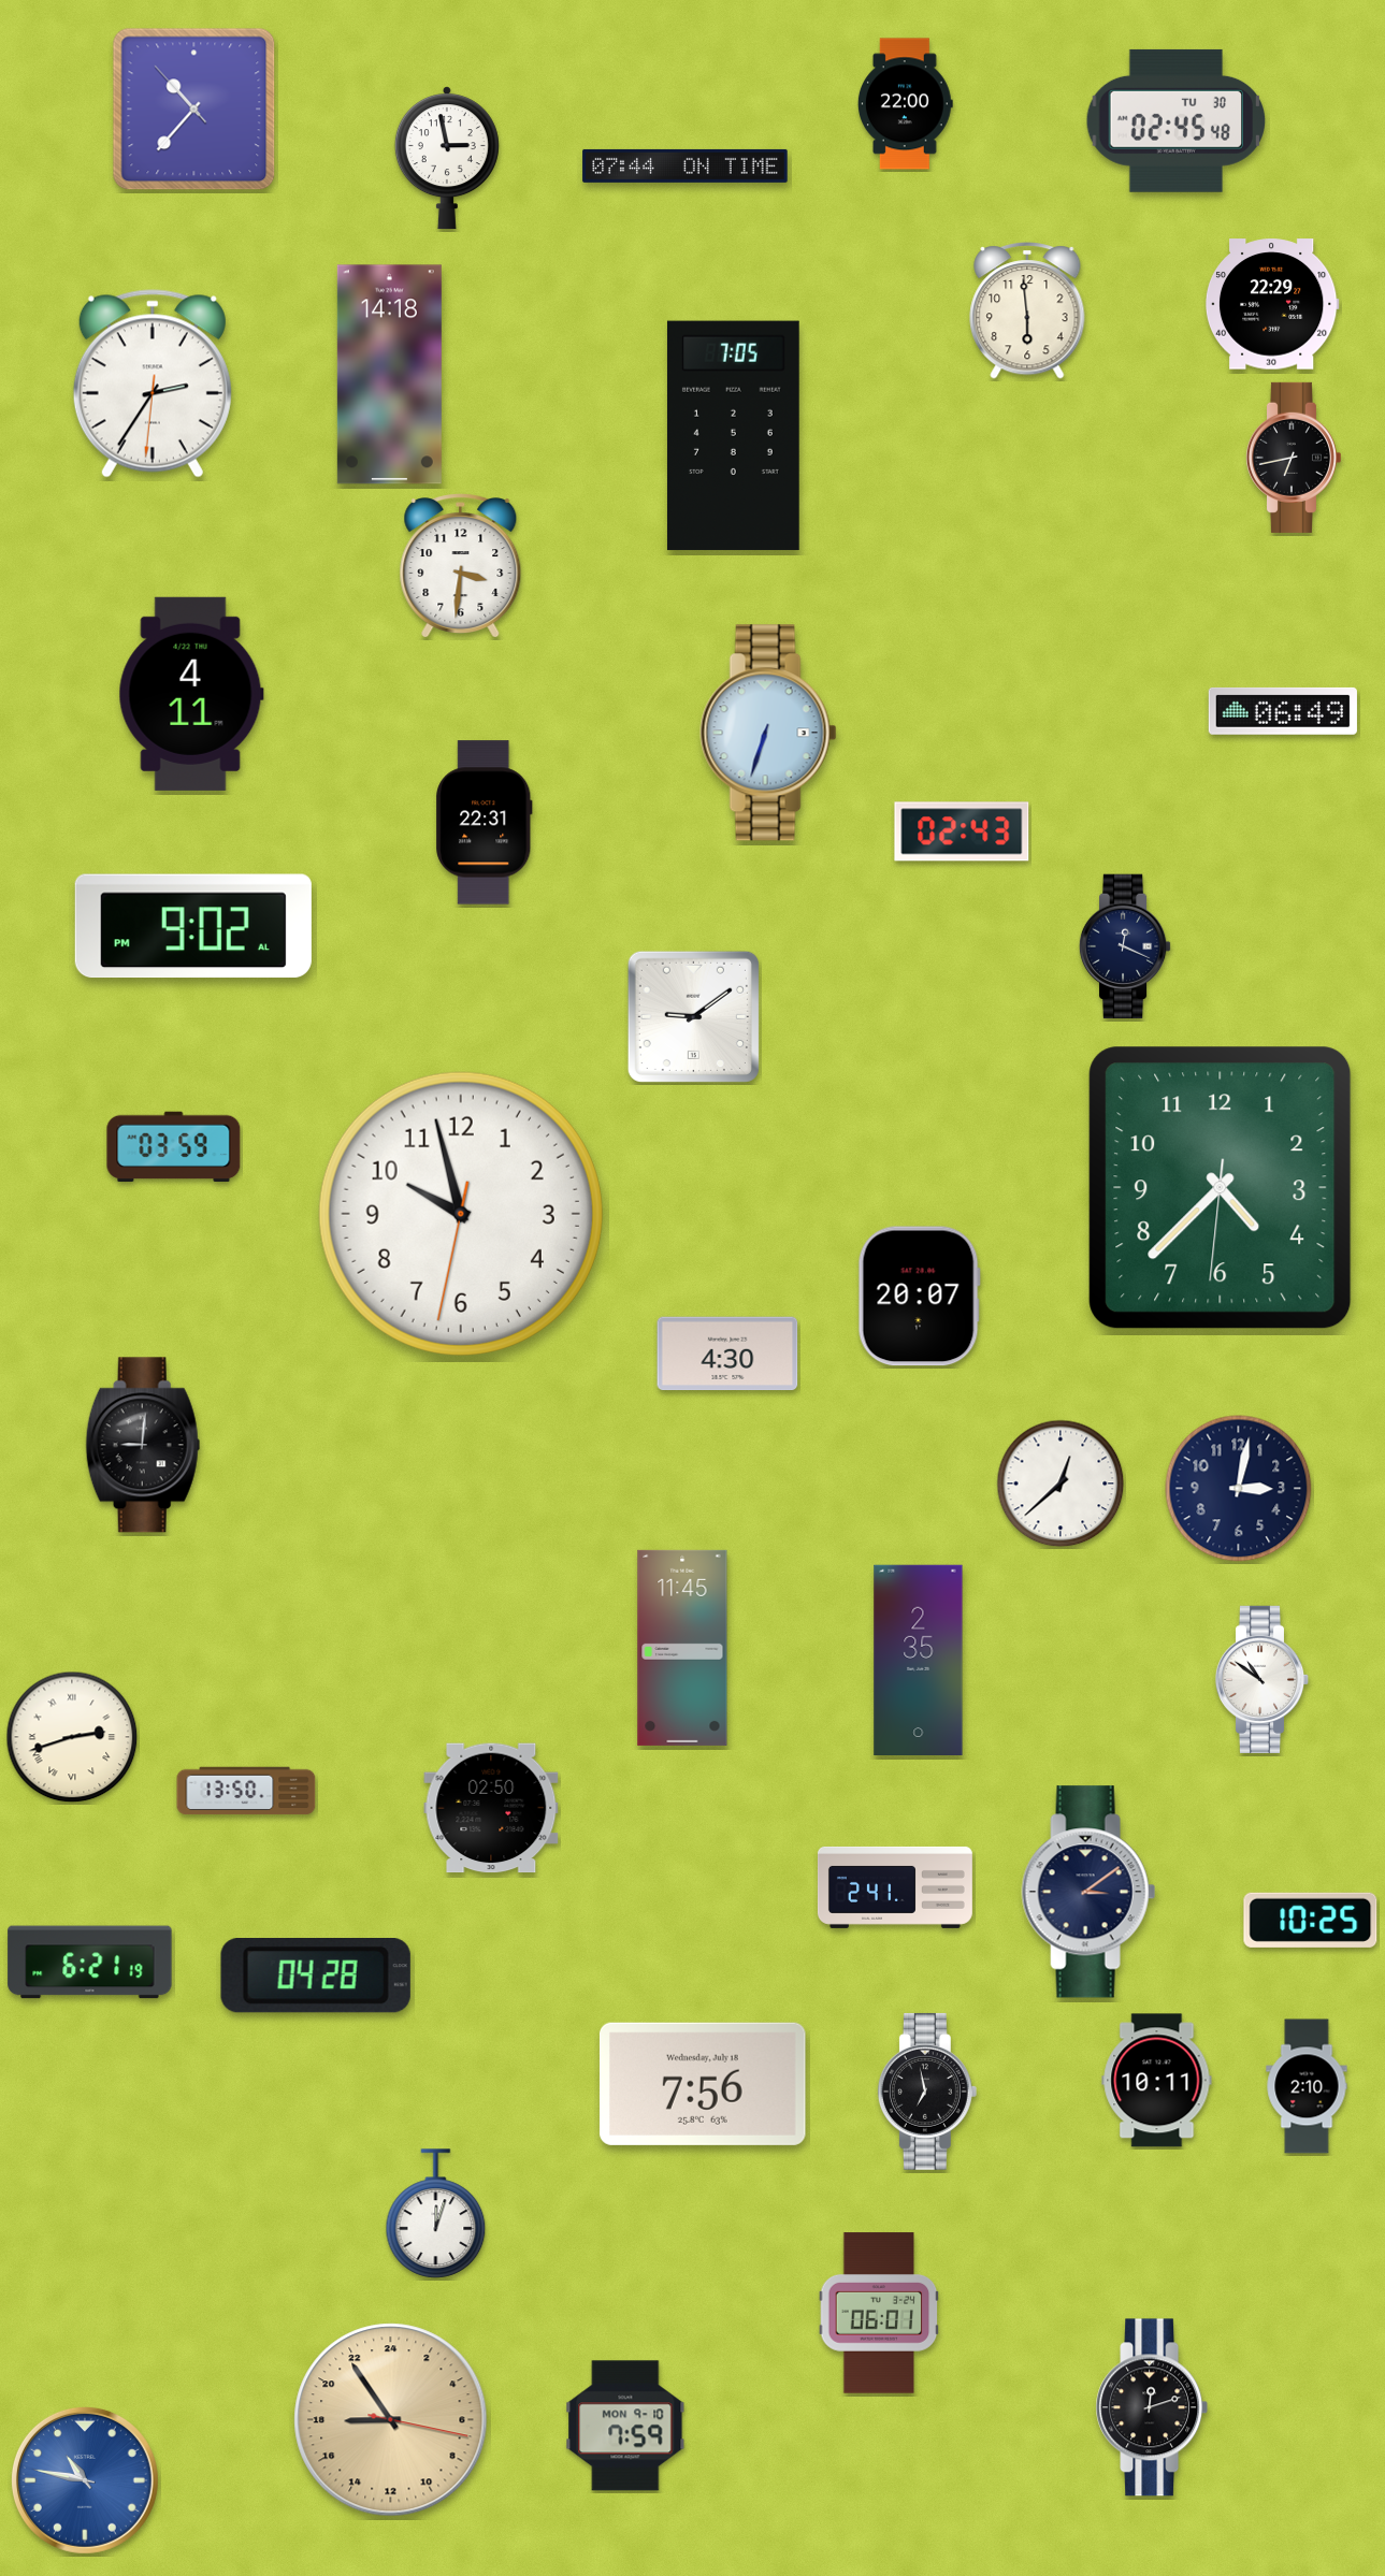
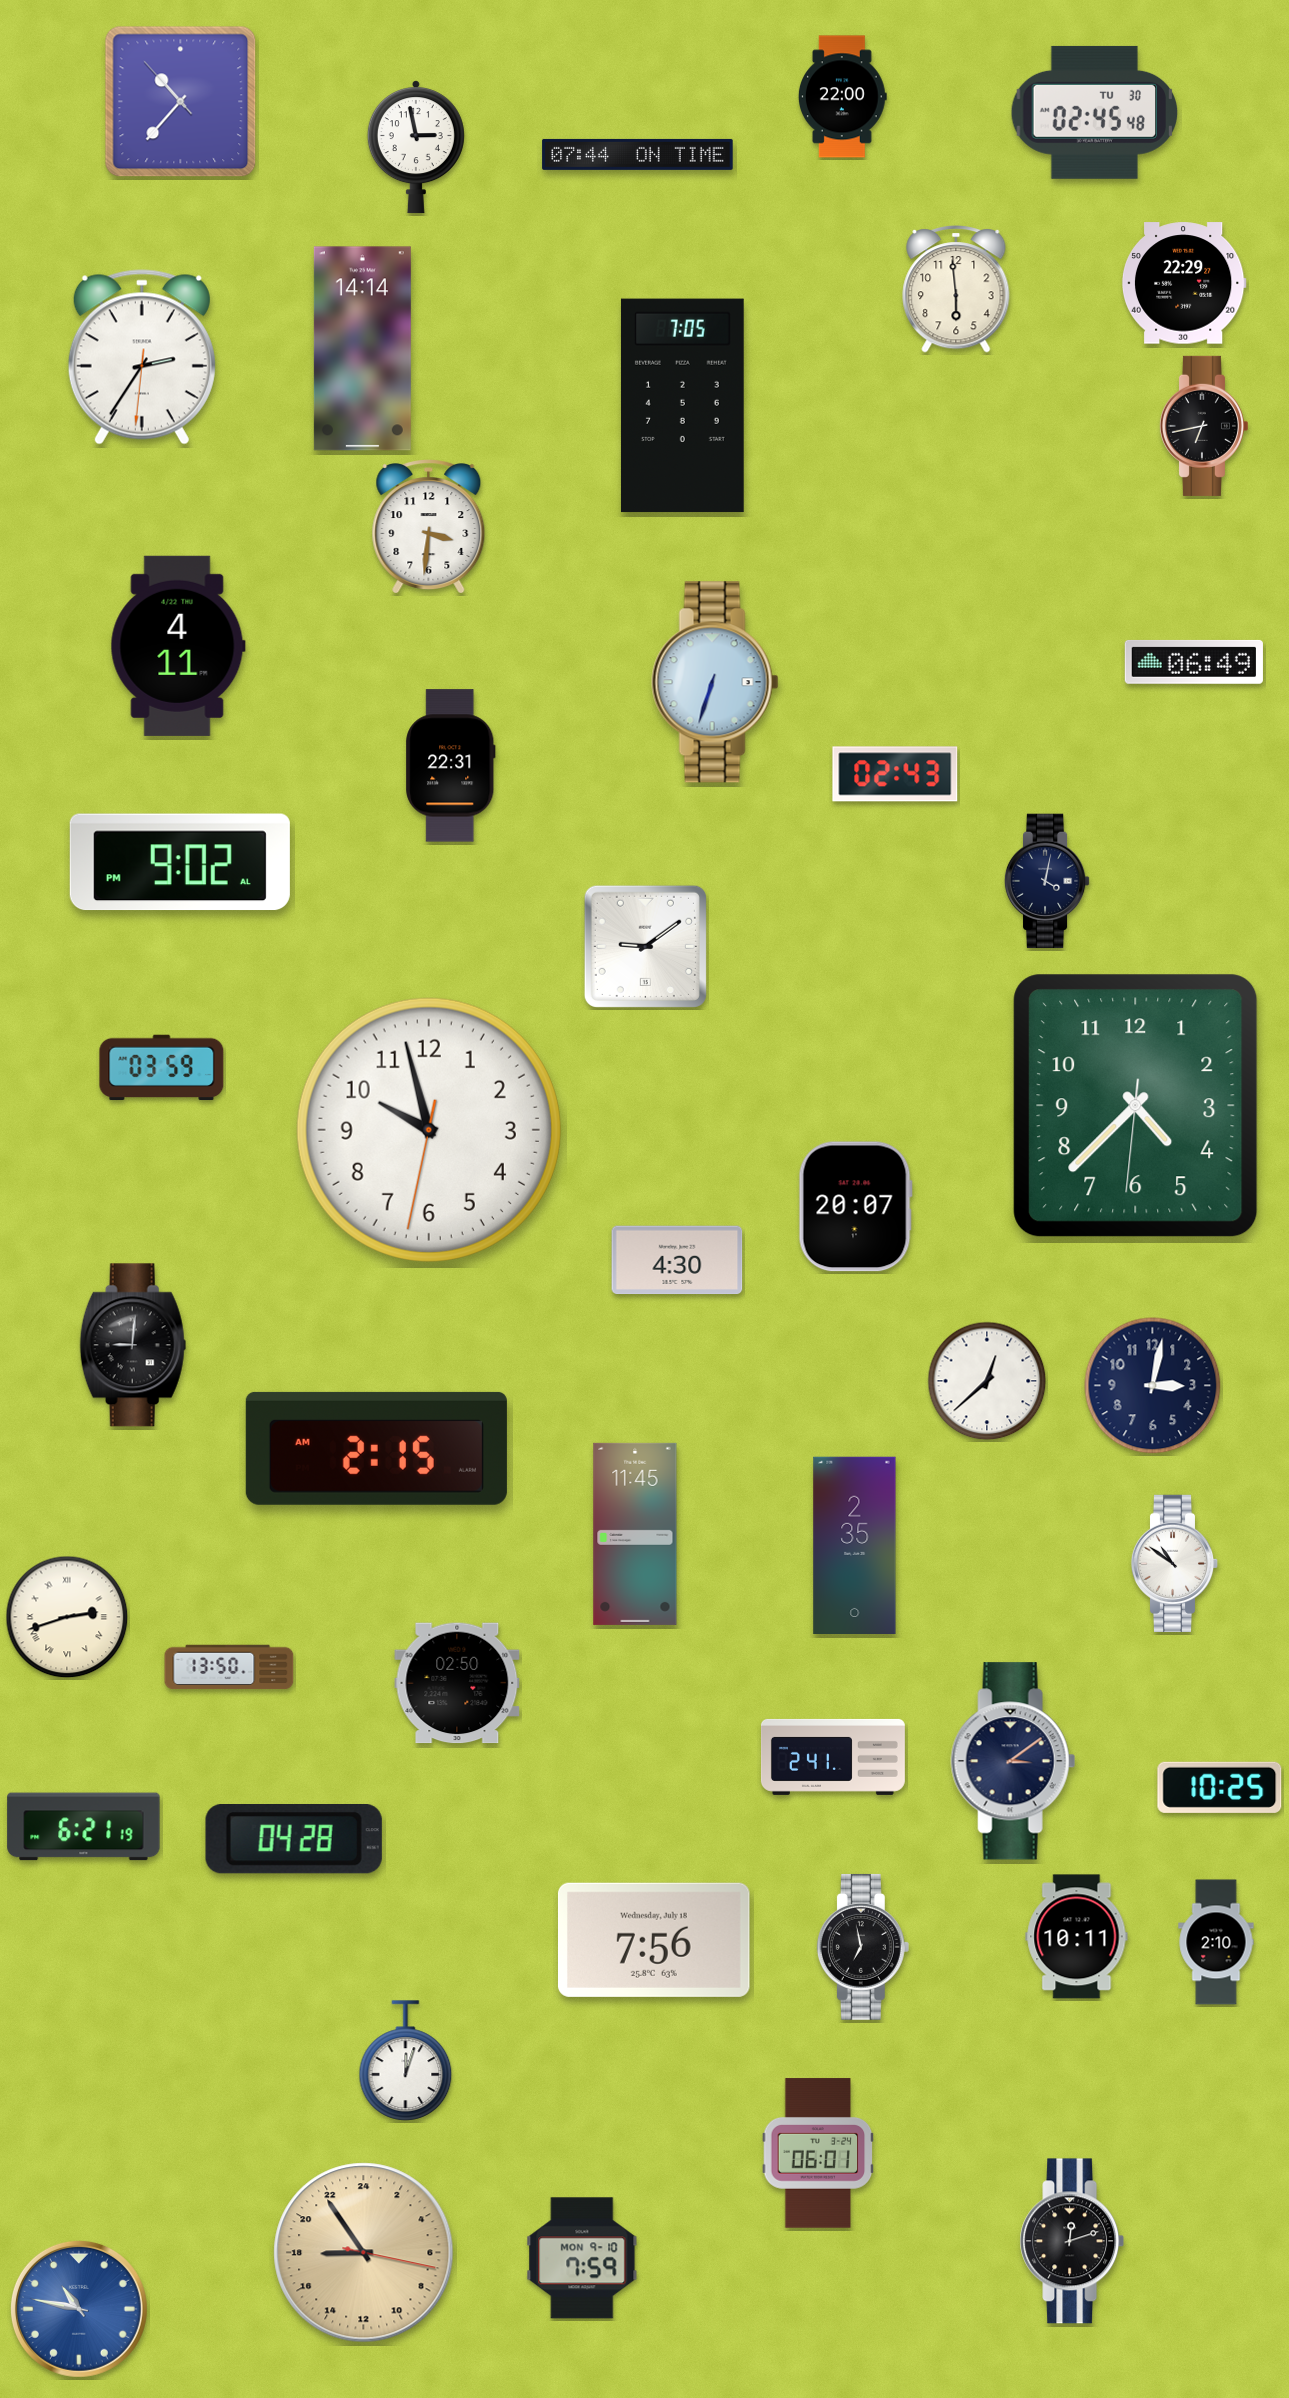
clock at (389, 375): 14:18 -> 14:14
clock at (1125, 946): 12:19 -> 4:02
clock at (376, 1448): none -> 2:15
